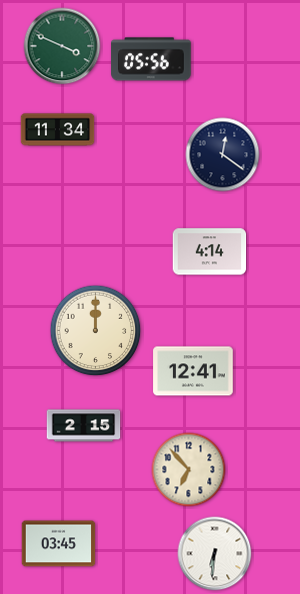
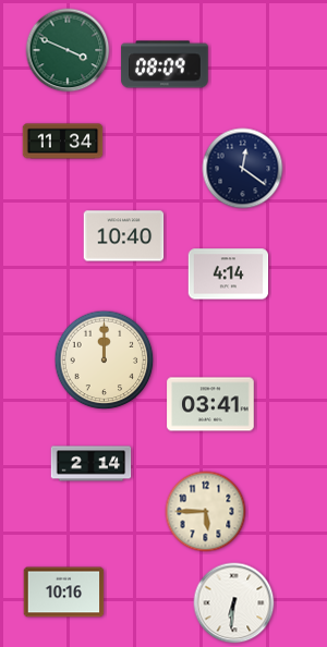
clock at (151, 59): 05:56 -> 08:09
clock at (124, 236): none -> 10:40
clock at (193, 371): 12:41 -> 03:41
clock at (84, 426): 2:15 -> 2:14
clock at (189, 470): 6:53 -> 5:45
clock at (59, 544): 03:45 -> 10:16
